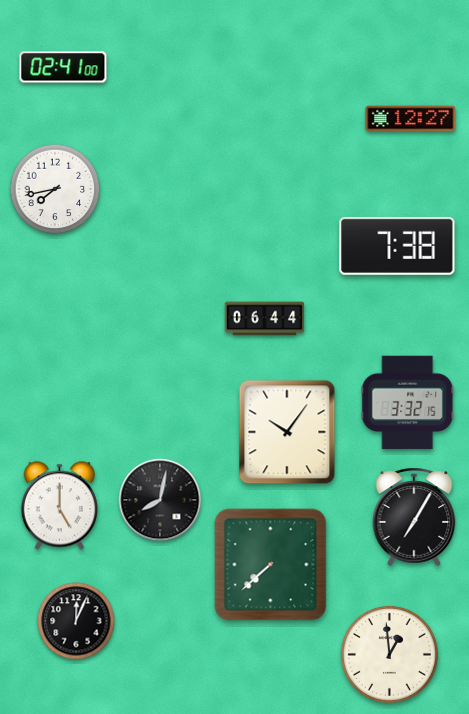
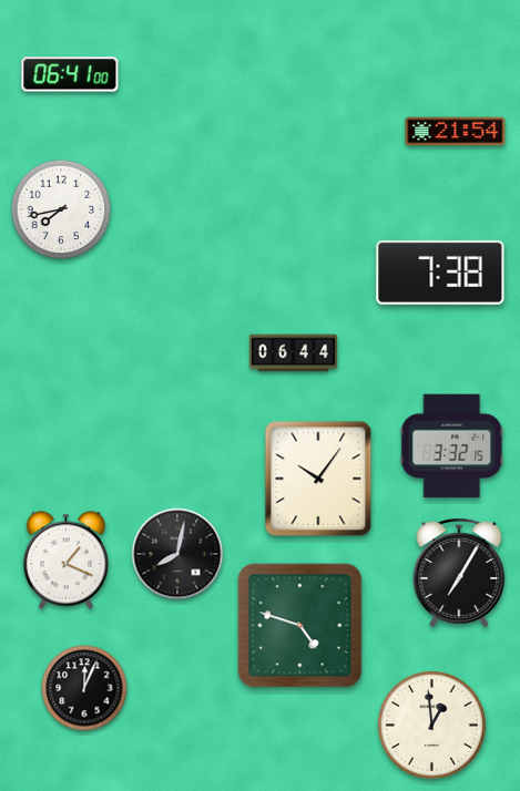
clock at (63, 67): 02:41 -> 06:41
clock at (411, 119): 12:27 -> 21:54
clock at (59, 506): 5:00 -> 1:19
clock at (271, 565): 7:38 -> 4:48
